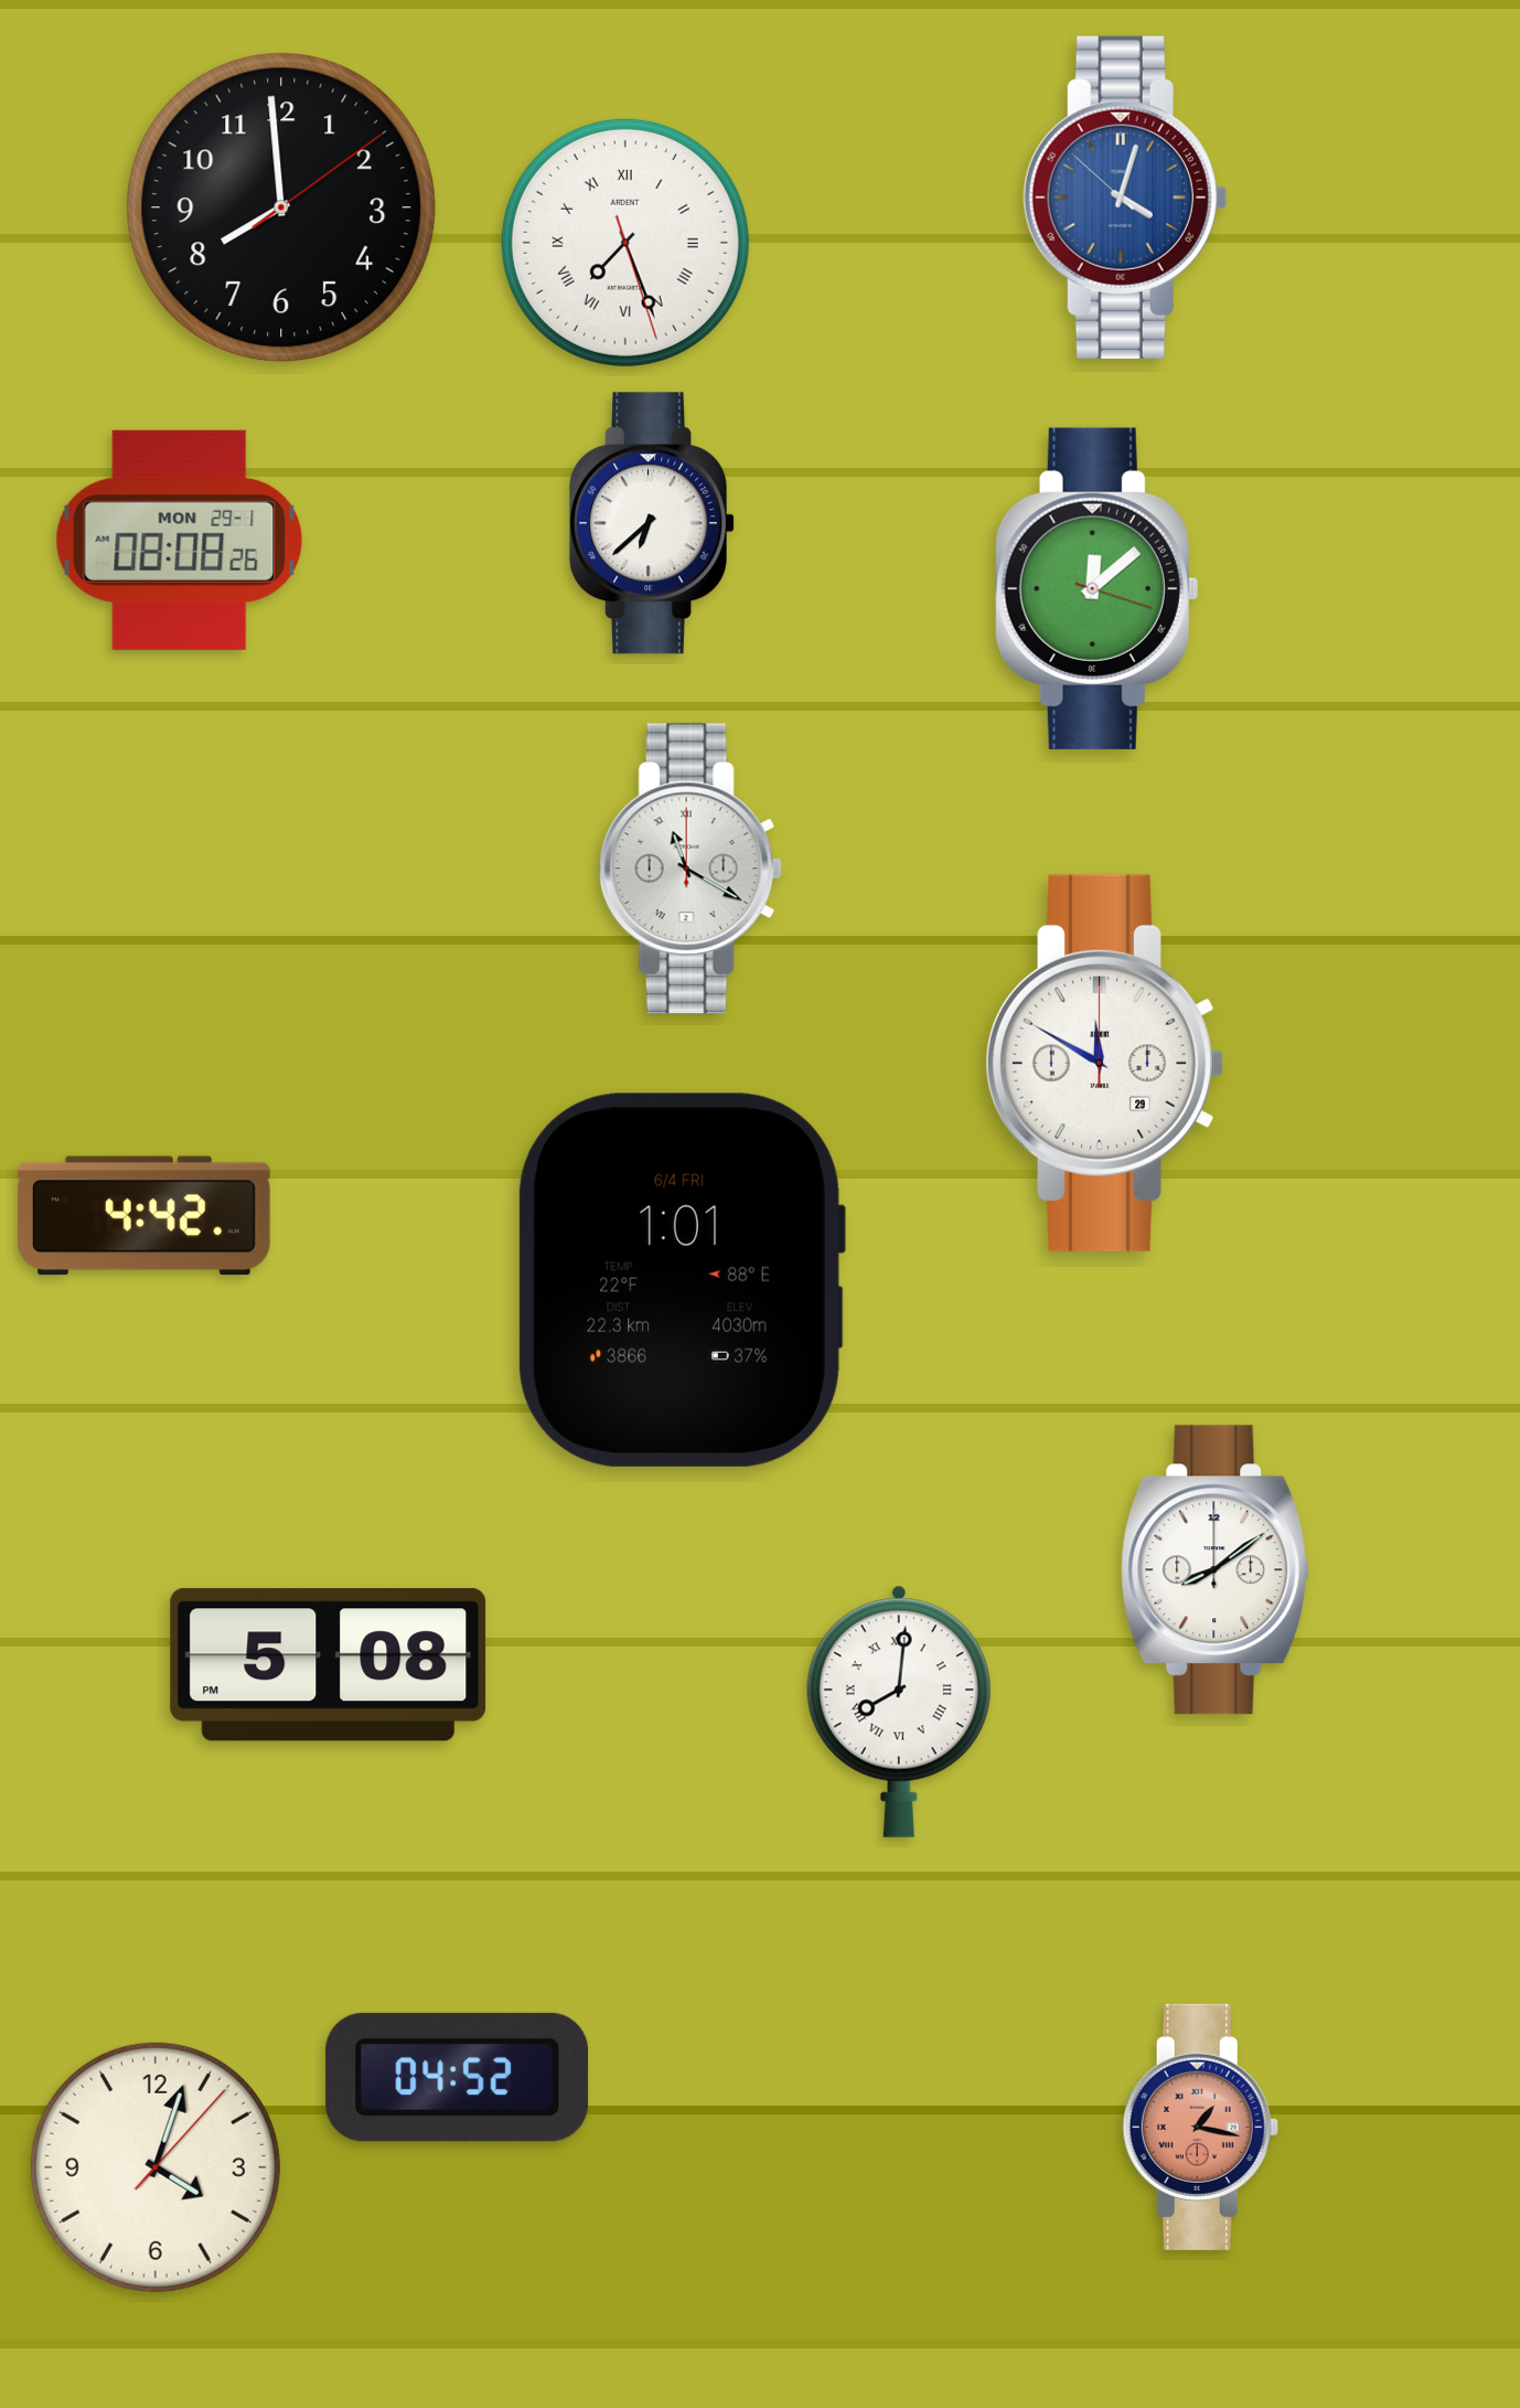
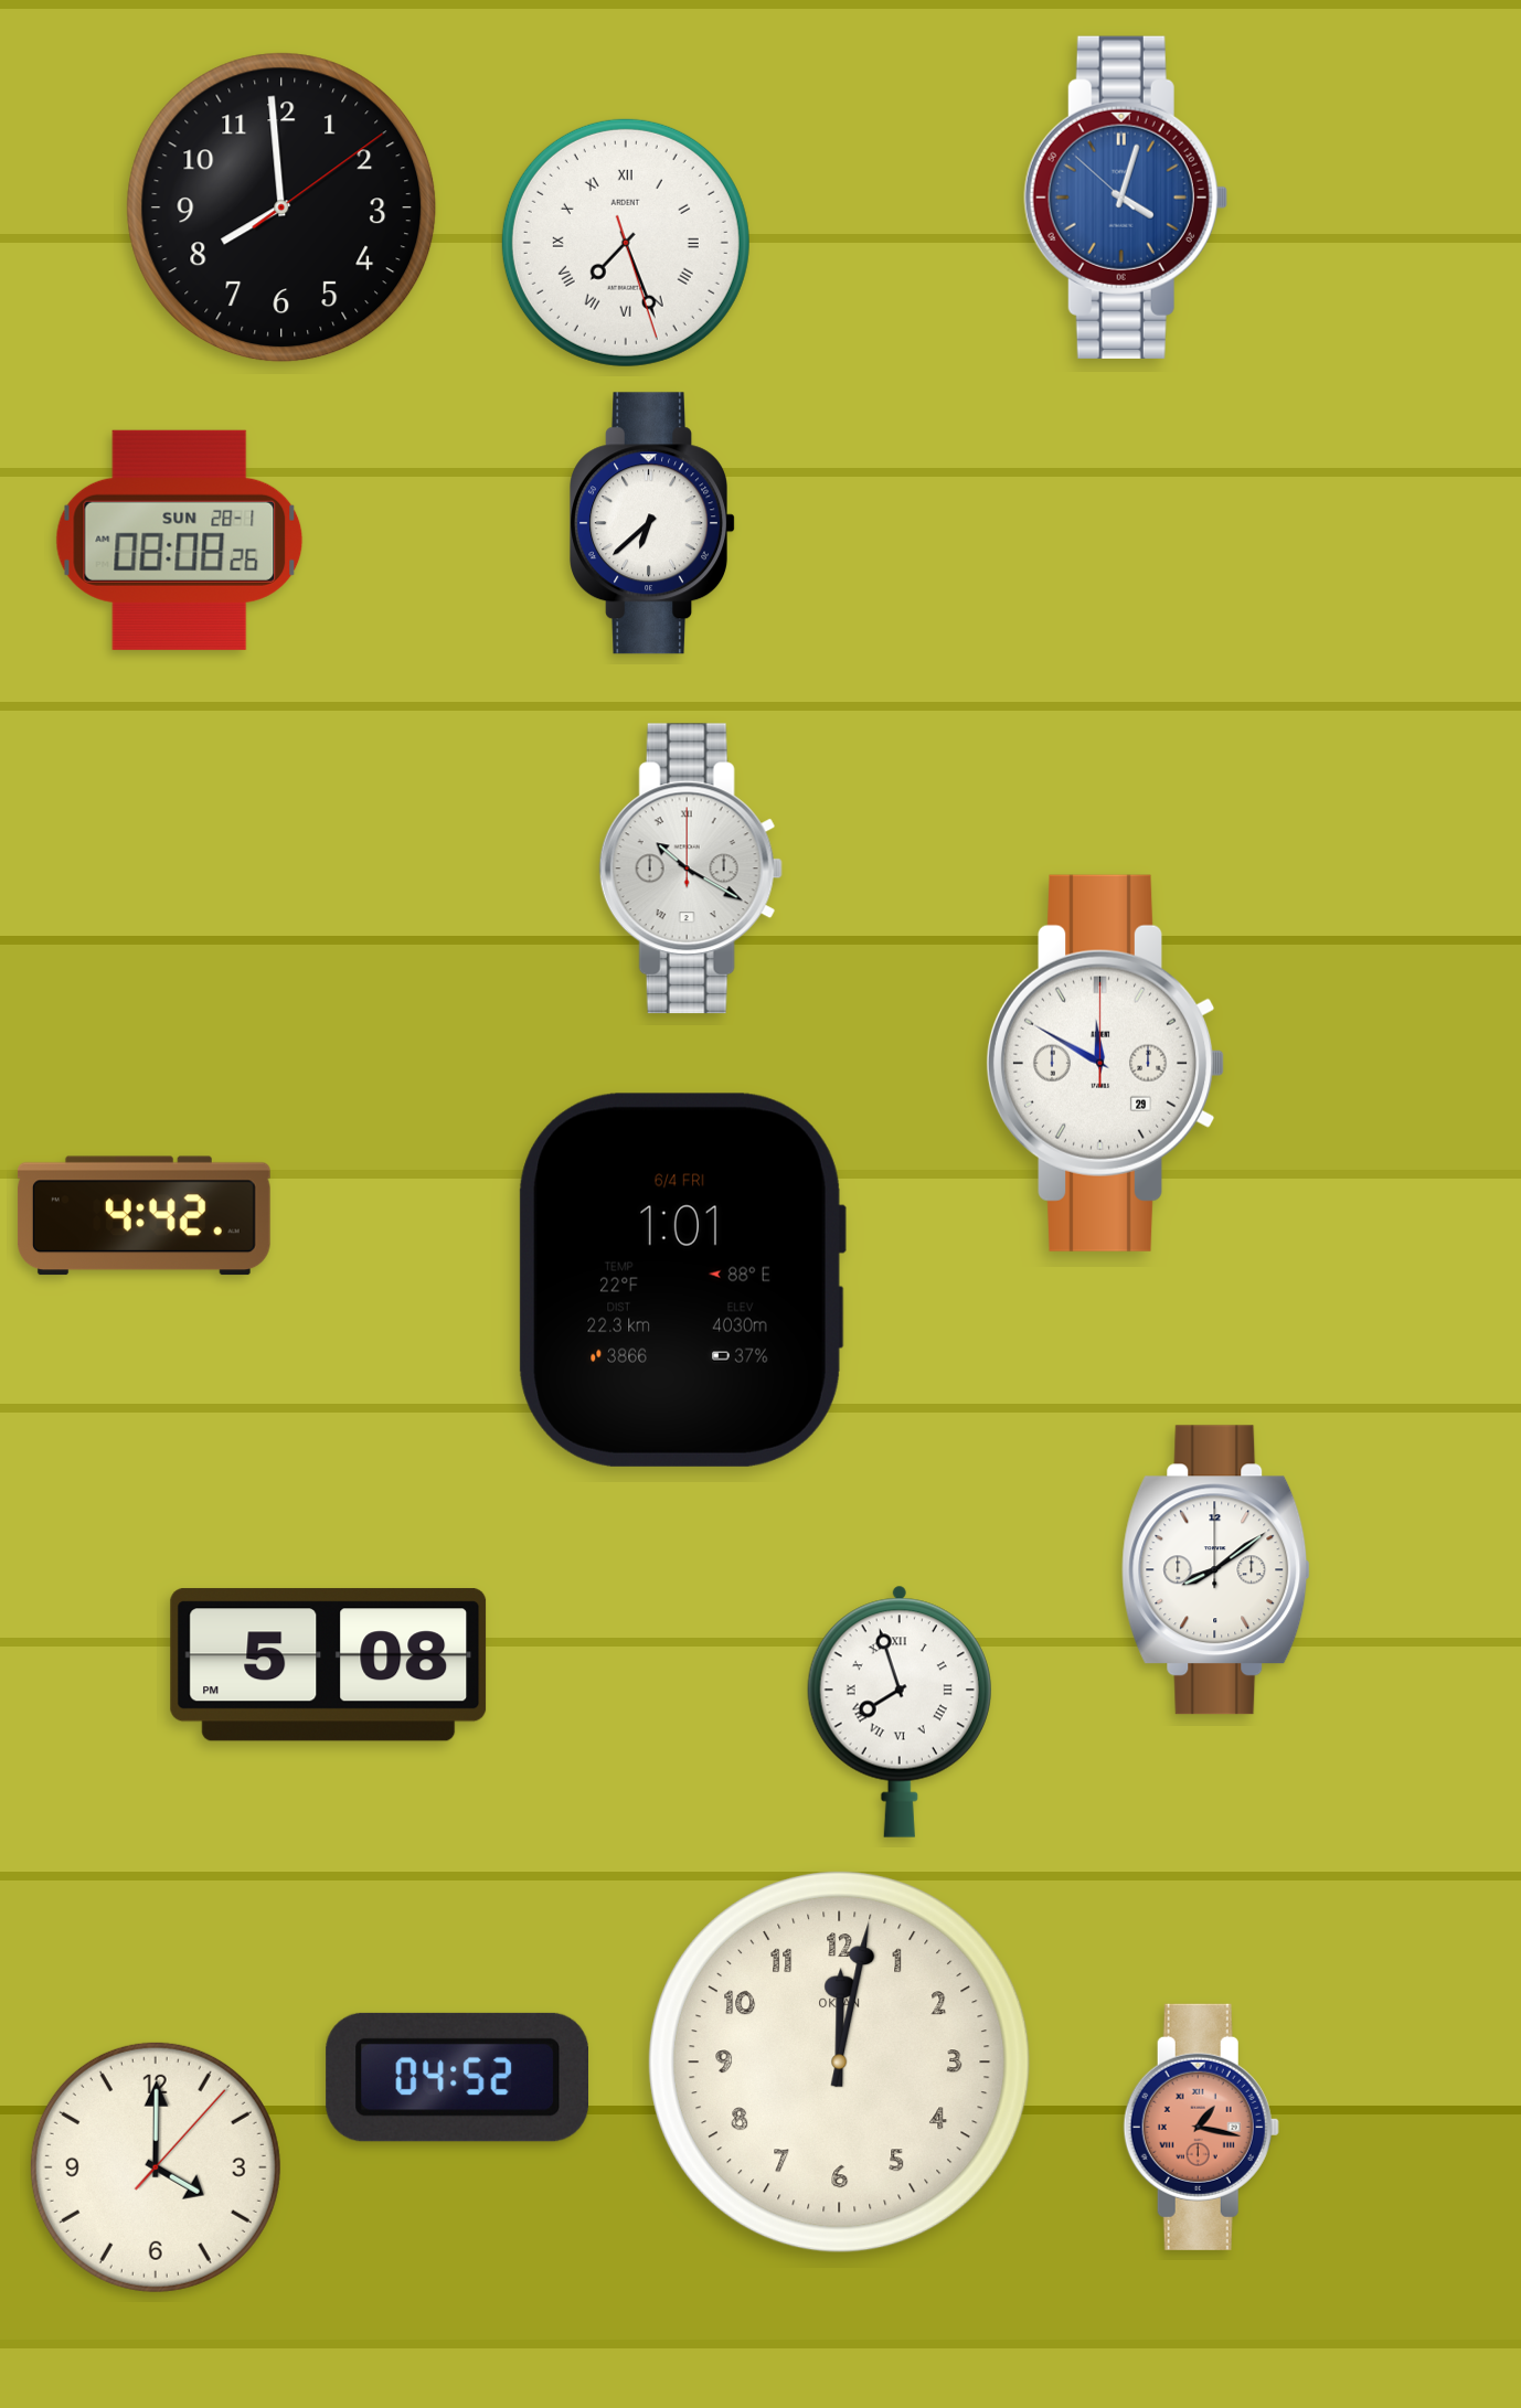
clock at (180, 540) date: MON 29-1 -> SUN 28-1
clock at (1096, 588): 12:08 -> none
clock at (691, 869): 11:20 -> 10:20
clock at (899, 1712): 8:01 -> 7:57
clock at (840, 2063): none -> 12:02
clock at (156, 2167): 4:03 -> 4:00
